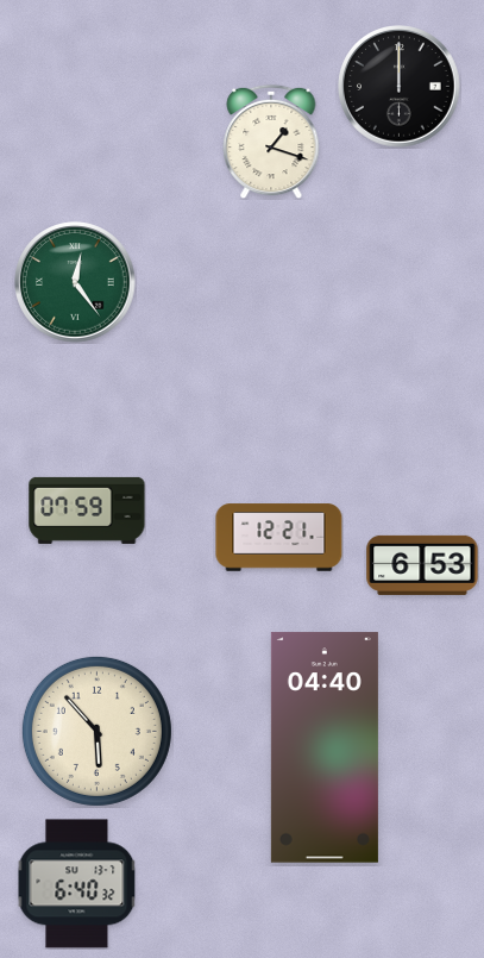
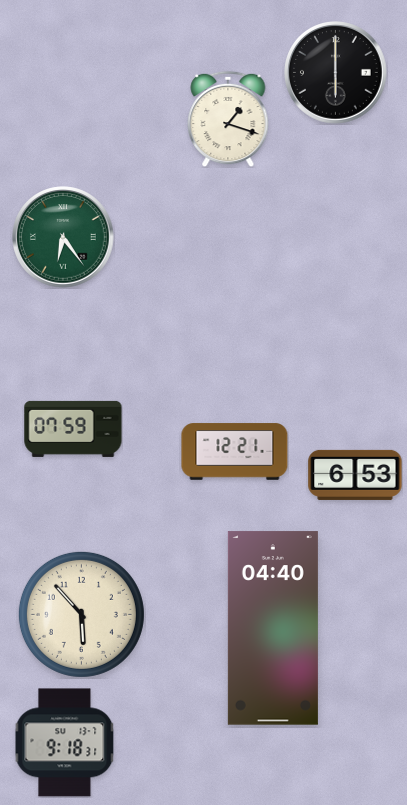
clock at (400, 87): 12:00 -> 6:00
clock at (75, 282): 12:24 -> 6:24
clock at (77, 884): 6:40 -> 9:18
